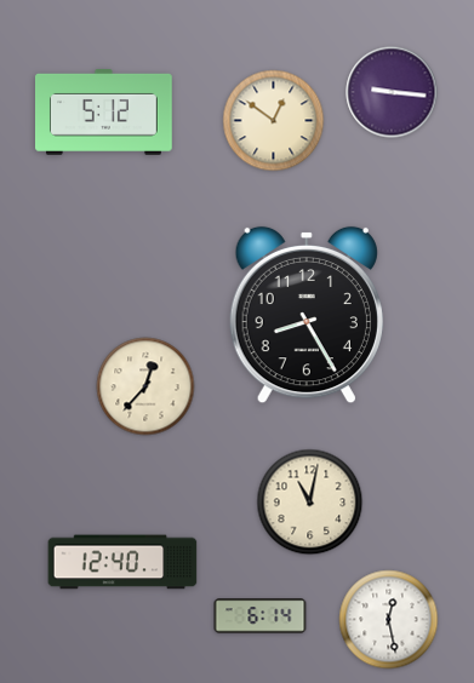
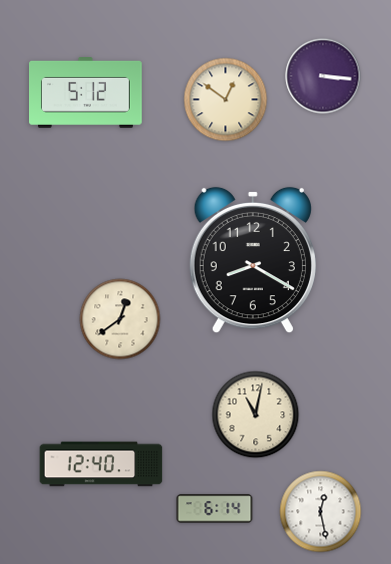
clock at (392, 92): 9:16 -> 3:16
clock at (307, 315): 8:25 -> 8:20
clock at (145, 386): 12:37 -> 12:39
